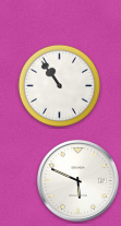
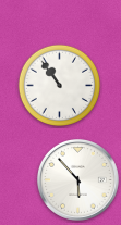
clock at (77, 180): 5:49 -> 5:53
